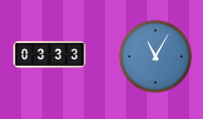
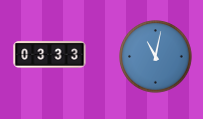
clock at (156, 57): 11:05 -> 11:02
